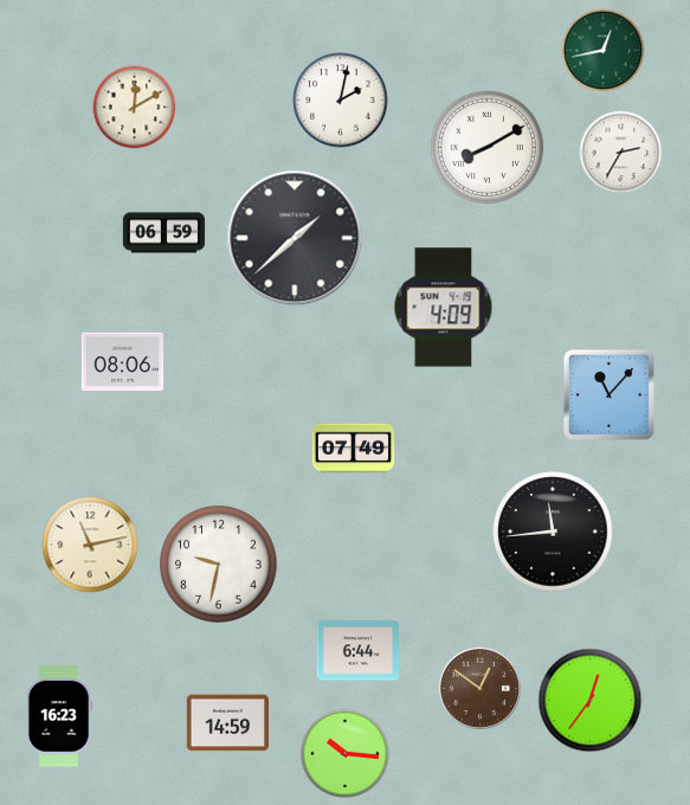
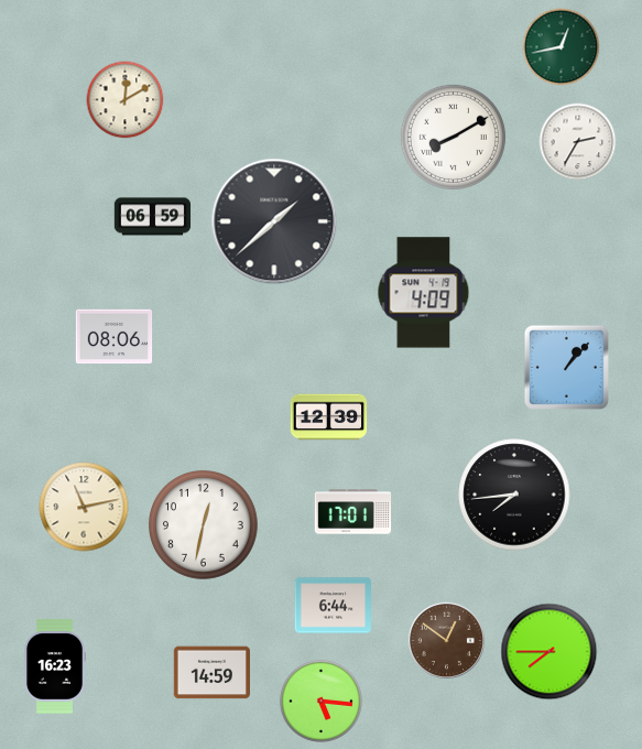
clock at (341, 101): 2:02 -> none
clock at (444, 308) position: (444, 308) -> (424, 293)
clock at (608, 394): 11:07 -> 1:07
clock at (354, 449): 07:49 -> 12:39
clock at (553, 532): 11:44 -> 7:44
clock at (353, 512): none -> 17:01
clock at (219, 565): 9:32 -> 12:32
clock at (591, 701): 12:36 -> 7:45
clock at (344, 753): 10:16 -> 5:16
